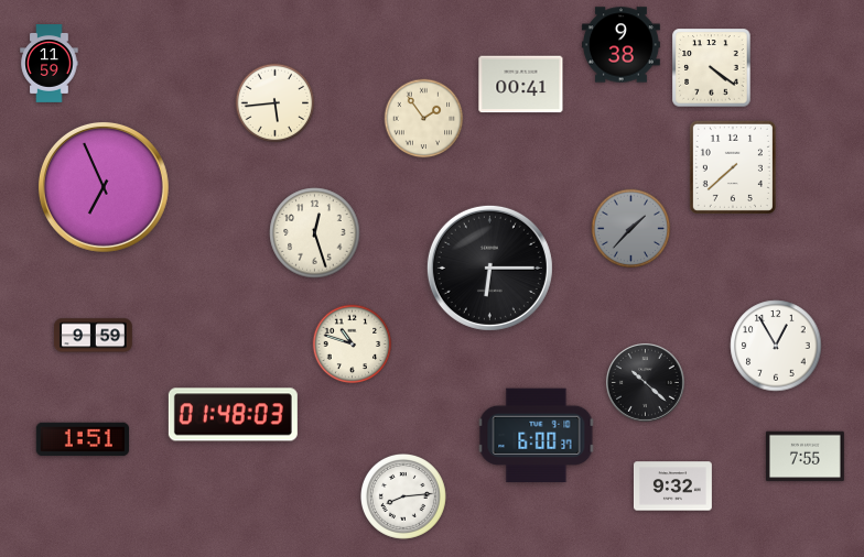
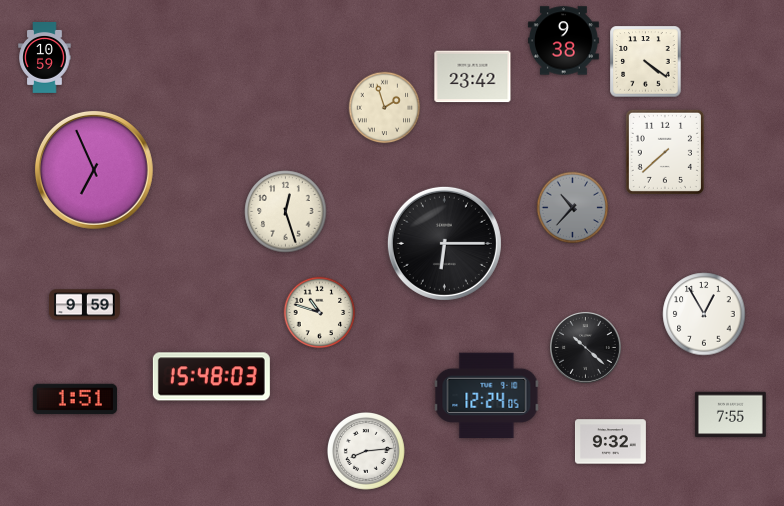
clock at (50, 64): 11:59 -> 10:59
clock at (521, 85): 00:41 -> 23:42
clock at (276, 103): 5:44 -> none
clock at (424, 119): 1:54 -> 1:57
clock at (631, 229): 1:37 -> 10:37
clock at (233, 415): 01:48 -> 15:48
clock at (537, 436): 6:00 -> 12:24
